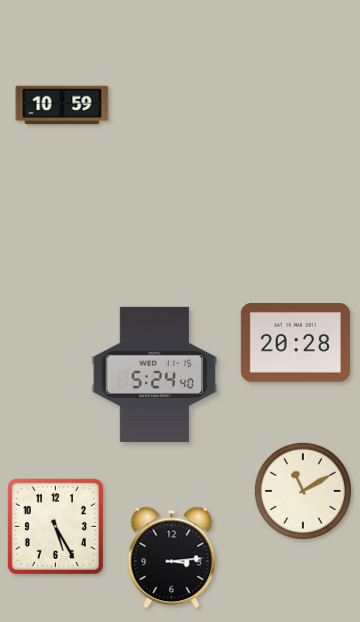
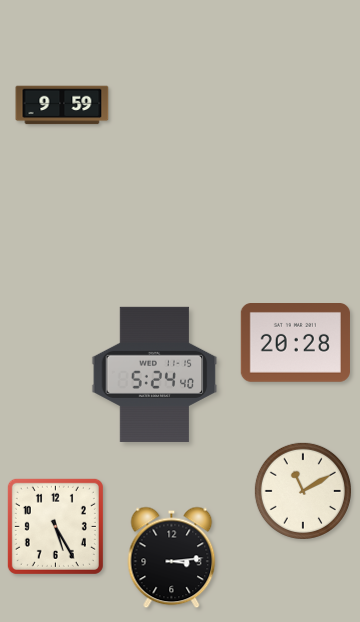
clock at (62, 105): 10:59 -> 9:59
